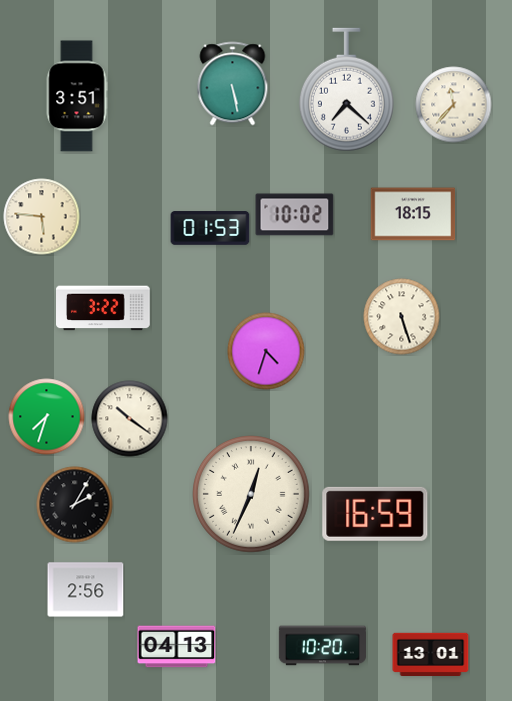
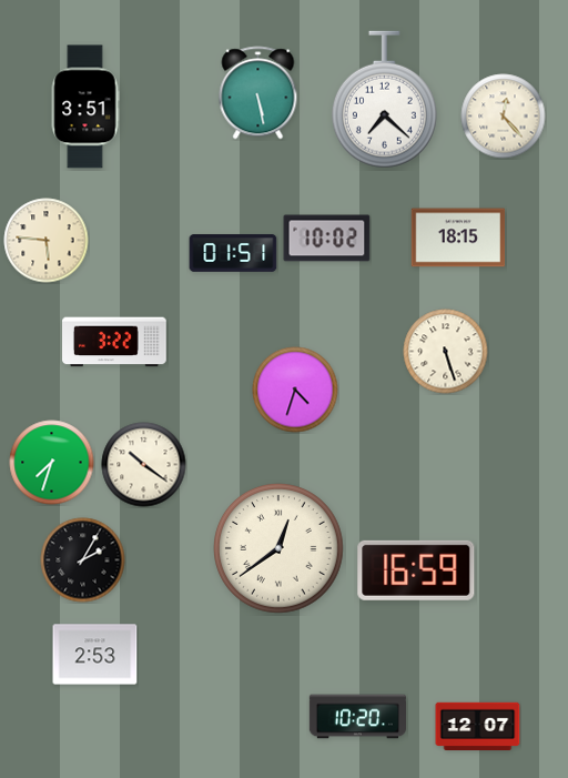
clock at (454, 105): 11:37 -> 12:23
clock at (210, 228): 01:53 -> 01:51
clock at (252, 495): 12:34 -> 12:39
clock at (86, 590): 2:56 -> 2:53
clock at (177, 647): 04:13 -> none
clock at (431, 654): 13:01 -> 12:07
